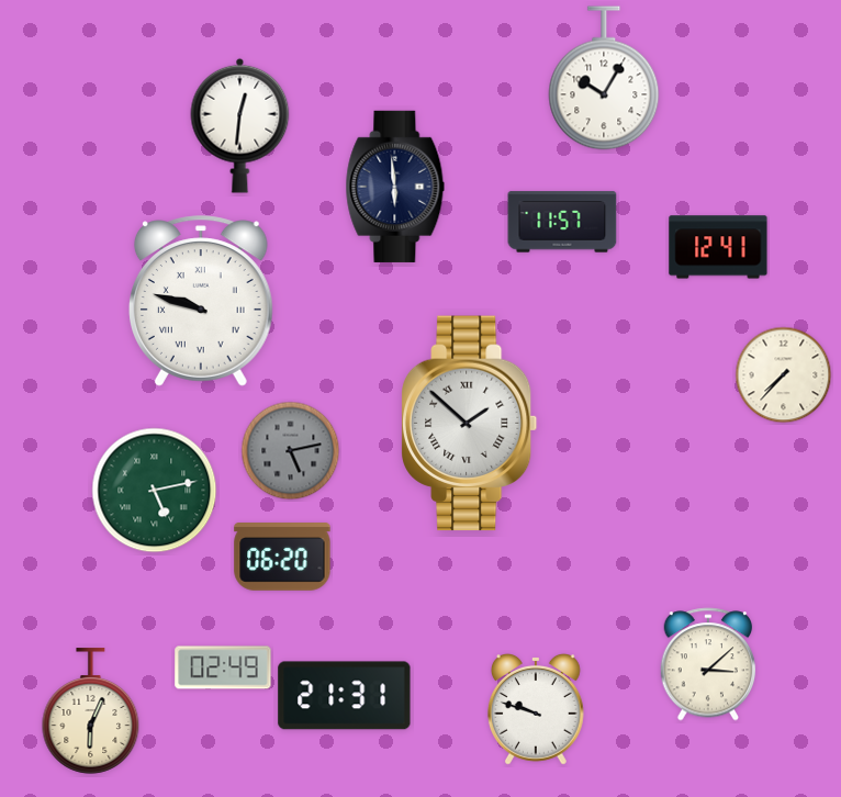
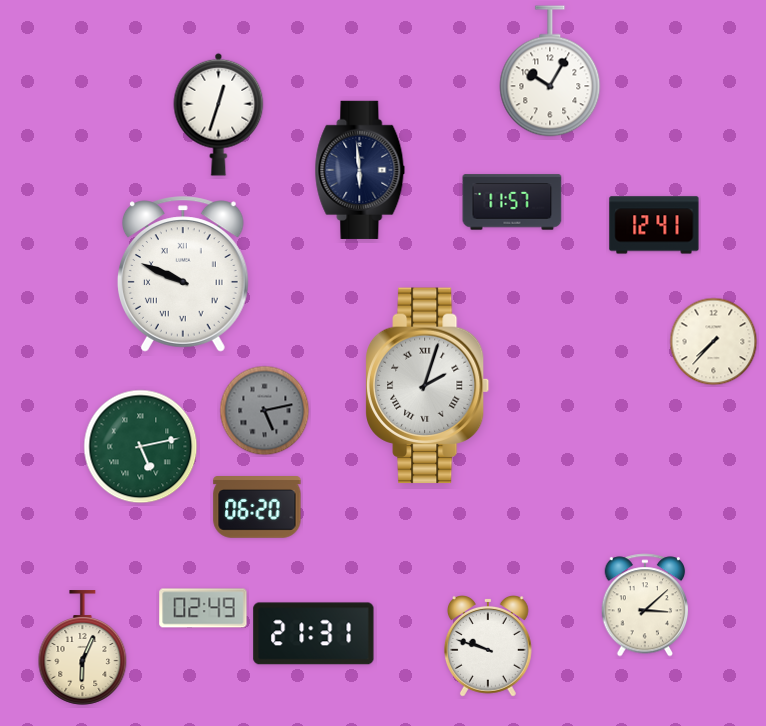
clock at (240, 125): 12:31 -> 12:33
clock at (201, 301): 9:48 -> 9:49
clock at (470, 424): 1:52 -> 2:03
